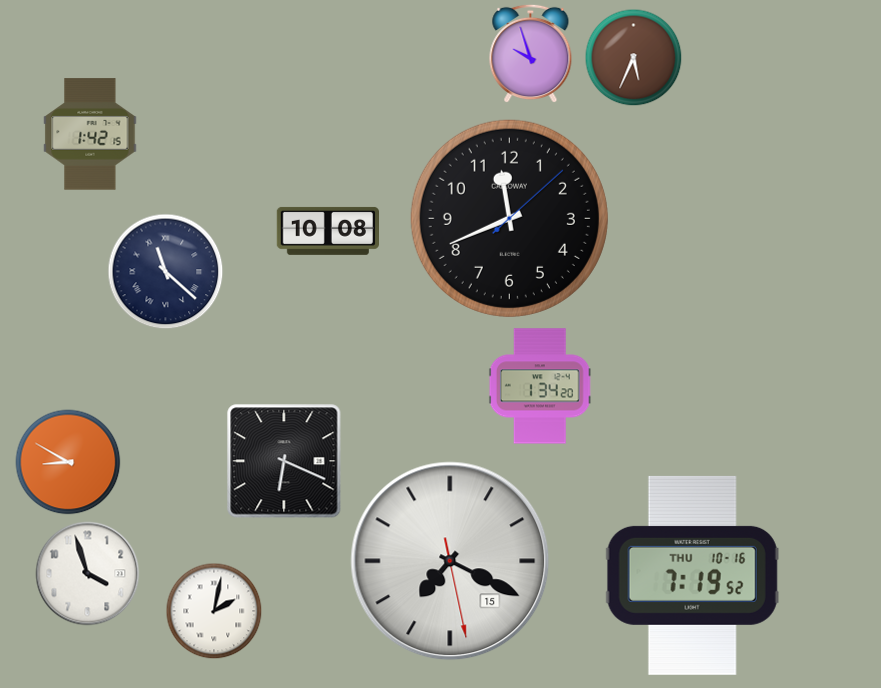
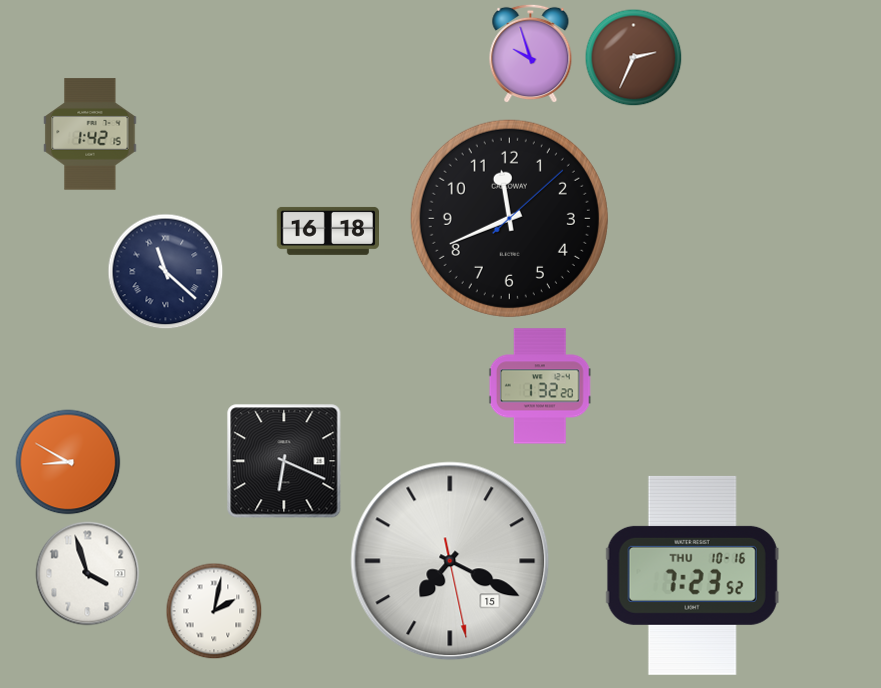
clock at (634, 58): 5:34 -> 2:34
clock at (327, 231): 10:08 -> 16:18
clock at (540, 386): 1:34 -> 1:32
clock at (692, 575): 7:19 -> 7:23
